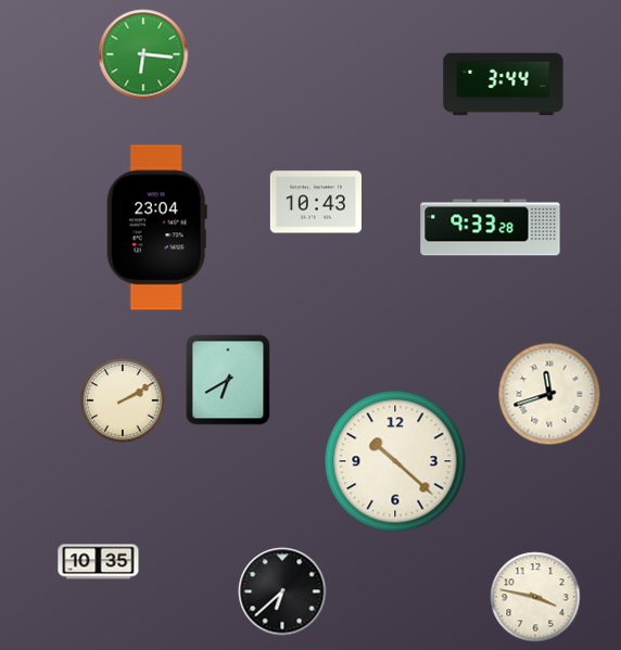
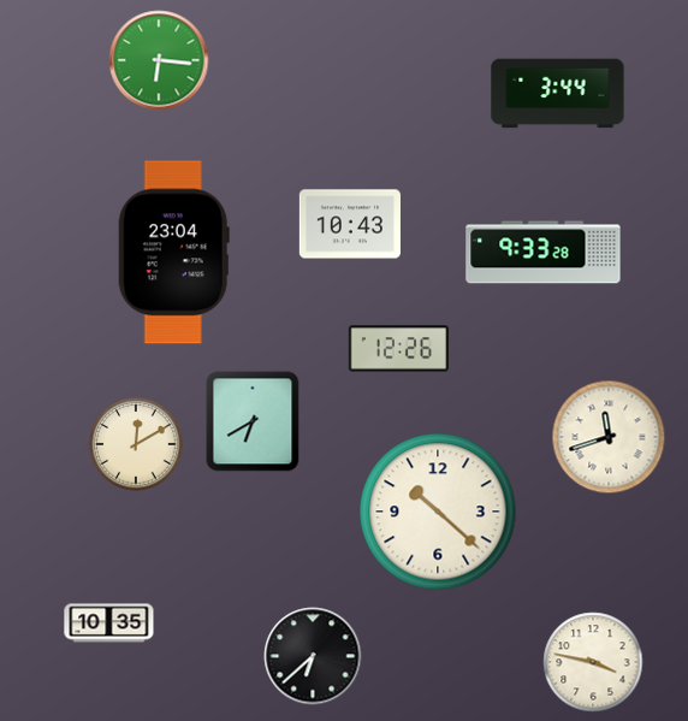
clock at (398, 349): none -> 12:26
clock at (123, 400): 2:10 -> 12:10
